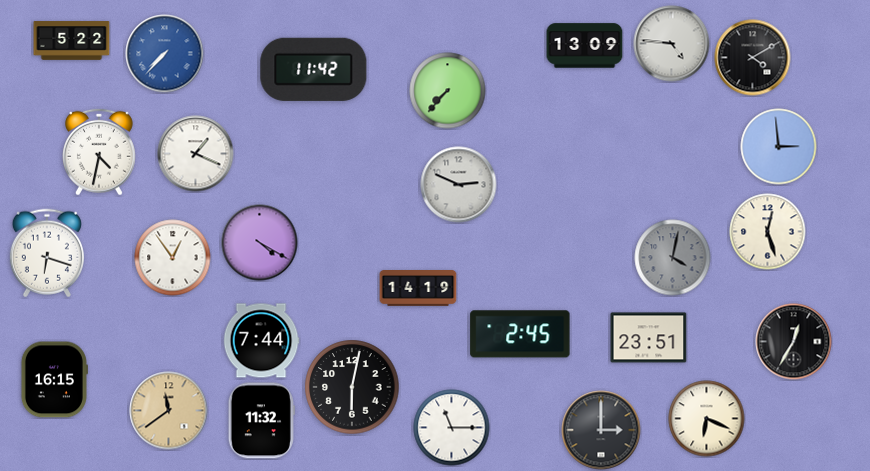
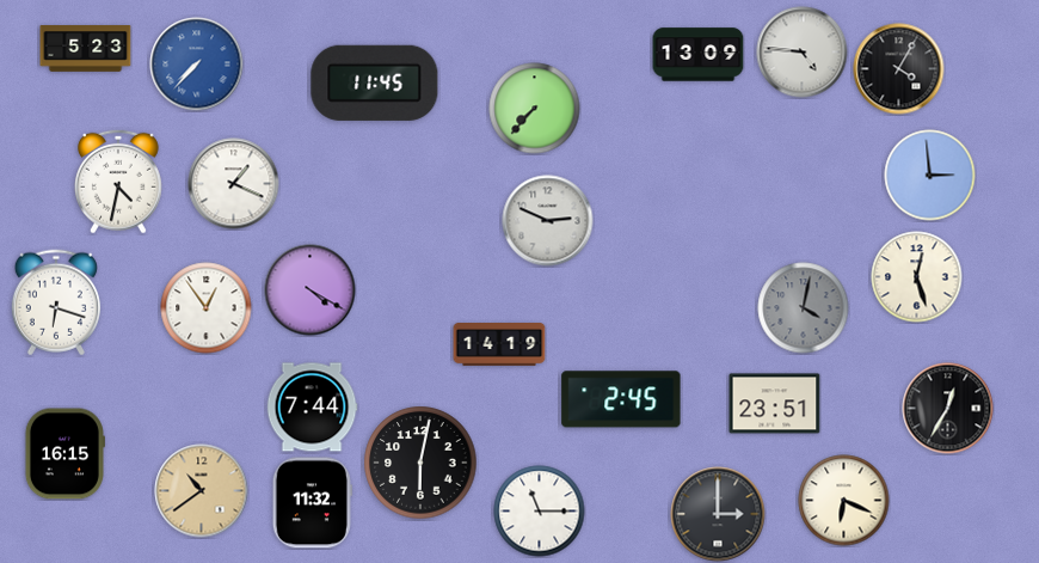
clock at (72, 41): 5:22 -> 5:23
clock at (753, 58): 4:10 -> 4:05
clock at (314, 69): 11:42 -> 11:45
clock at (169, 411): 11:39 -> 10:39
